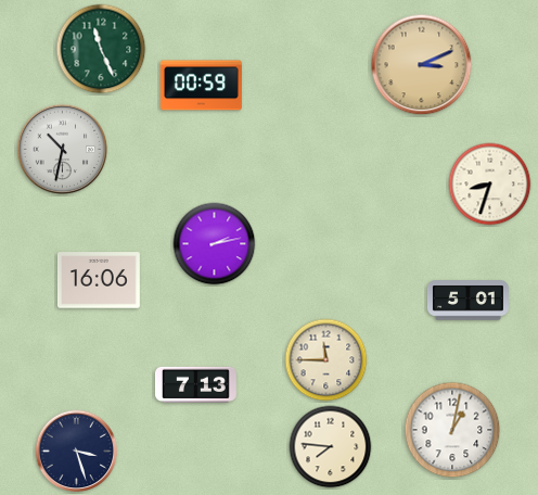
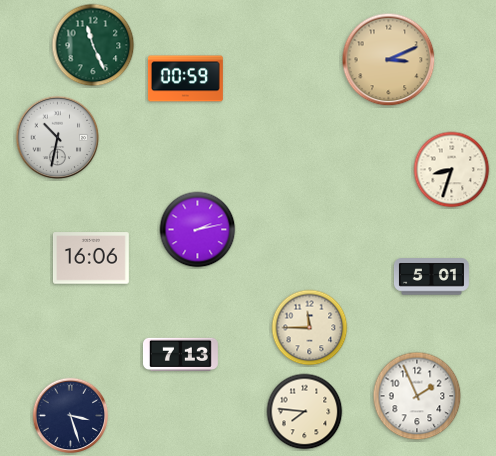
clock at (215, 244) position: (215, 244) -> (198, 230)
clock at (326, 360) position: (326, 360) -> (310, 328)
clock at (452, 430): 1:02 -> 1:56
